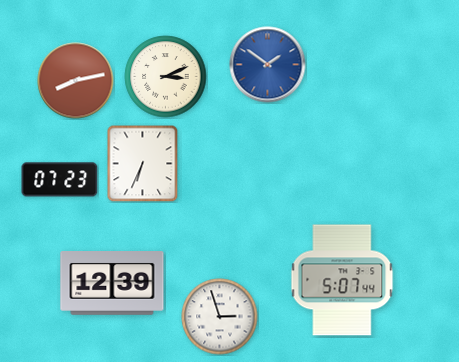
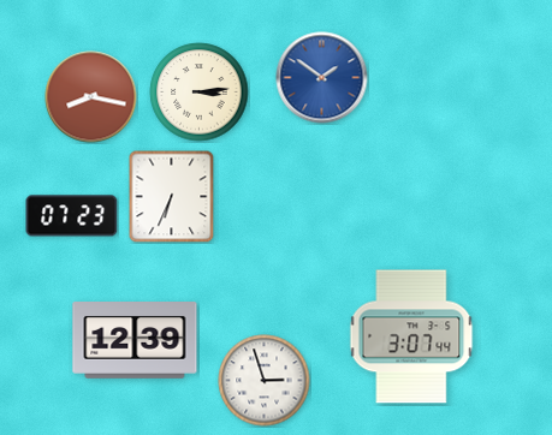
clock at (166, 77): 3:11 -> 3:14
clock at (76, 81): 8:13 -> 8:17
clock at (342, 280): 5:07 -> 3:07
